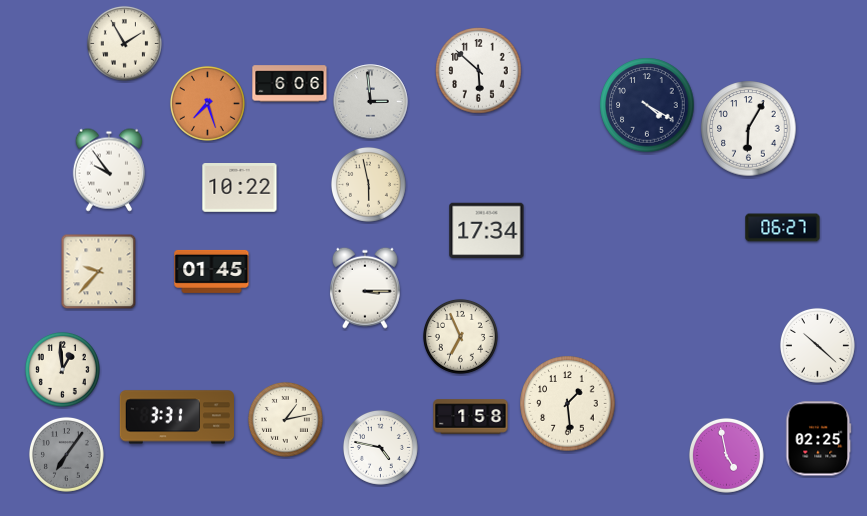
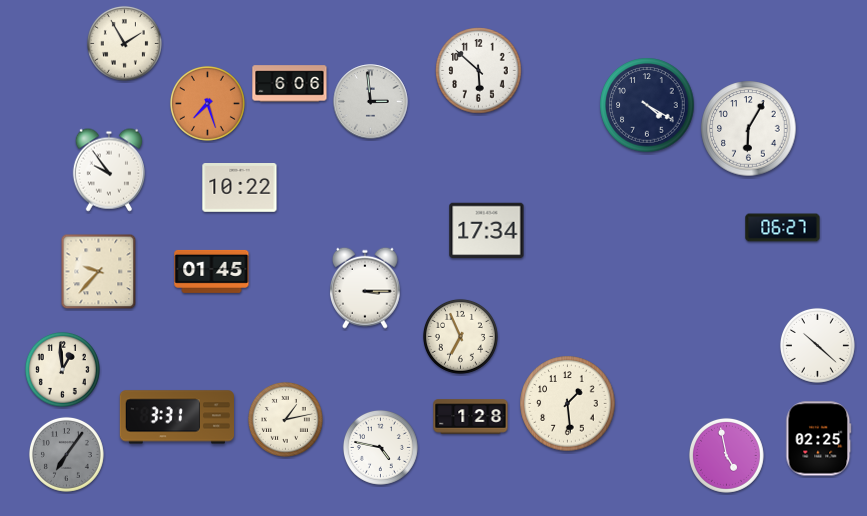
clock at (368, 184): 5:58 -> none
clock at (471, 417): 1:58 -> 1:28
